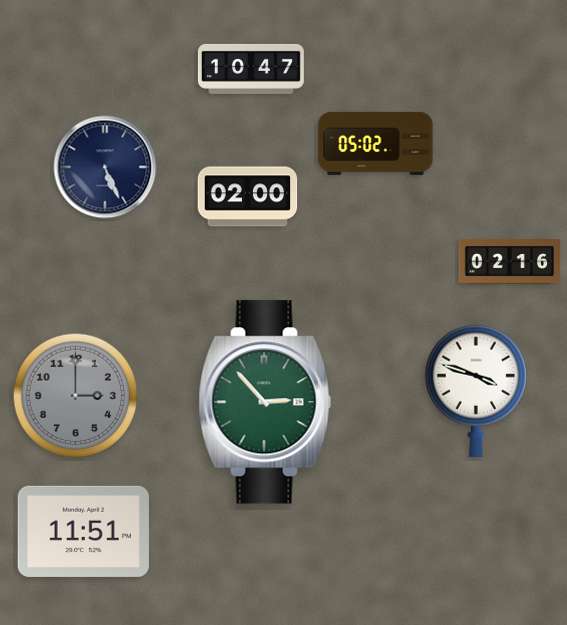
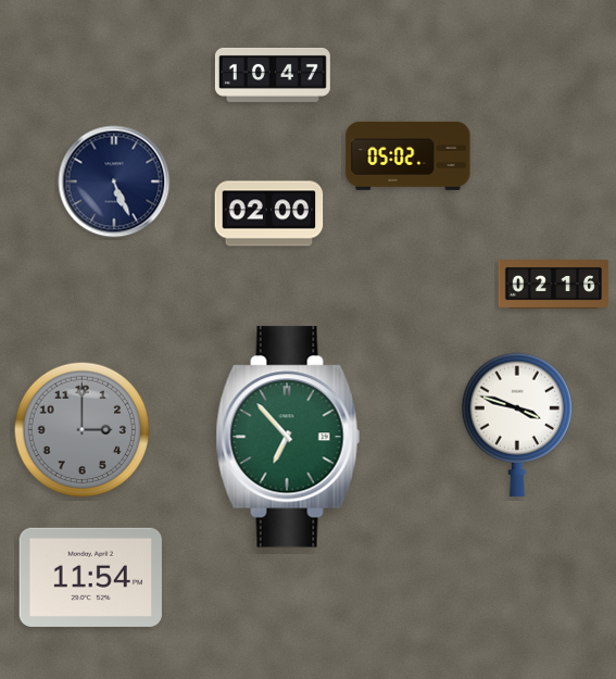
clock at (265, 402): 2:53 -> 6:53
clock at (83, 531): 11:51 -> 11:54
